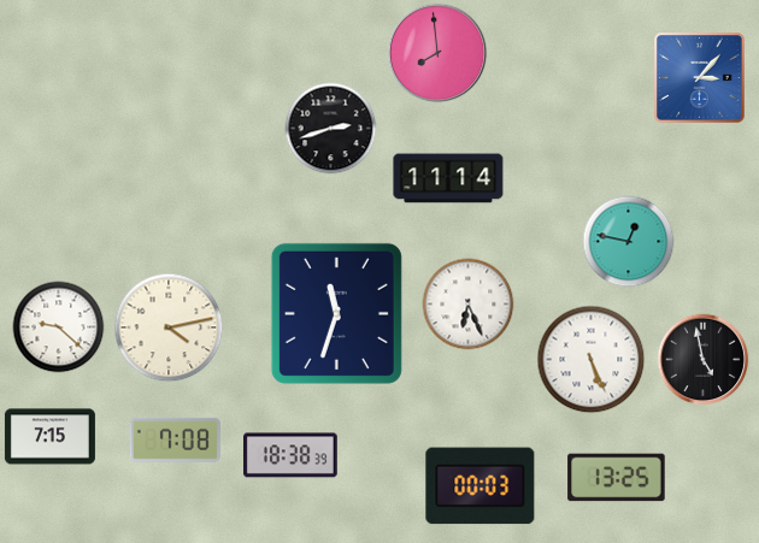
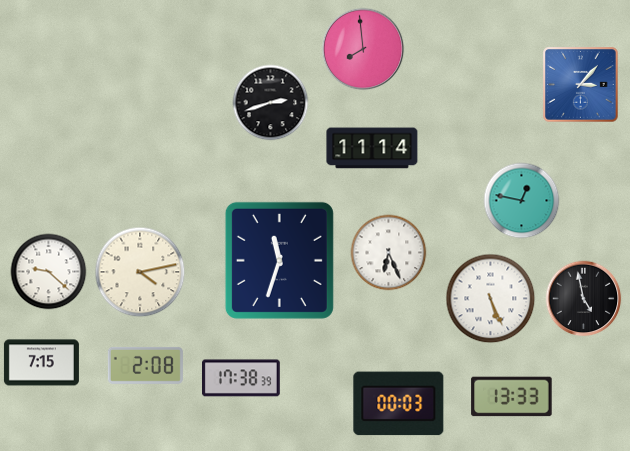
clock at (437, 53) position: (437, 53) -> (363, 49)
clock at (700, 78) position: (700, 78) -> (581, 85)
clock at (331, 129) position: (331, 129) -> (271, 103)
clock at (175, 439): 7:08 -> 2:08
clock at (292, 455): 18:38 -> 17:38
clock at (617, 478): 13:25 -> 13:33
